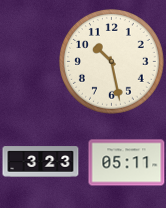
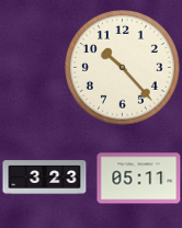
clock at (112, 62): 10:28 -> 10:23
